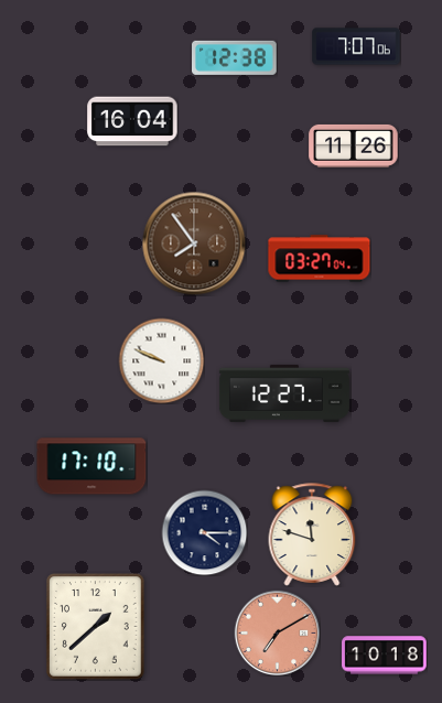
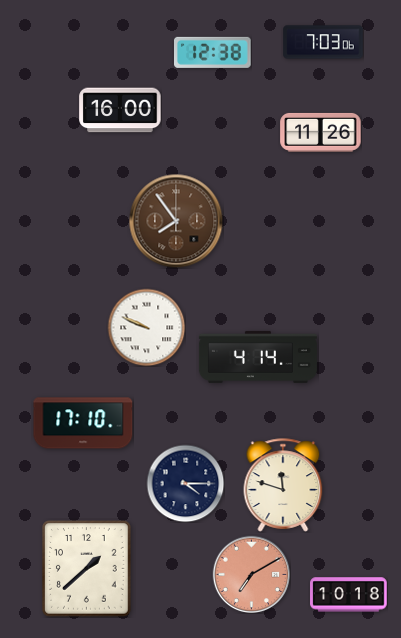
clock at (356, 46): 7:07 -> 7:03
clock at (132, 121): 16:04 -> 16:00
clock at (320, 259): 03:27 -> none
clock at (284, 393): 12:27 -> 4:14
